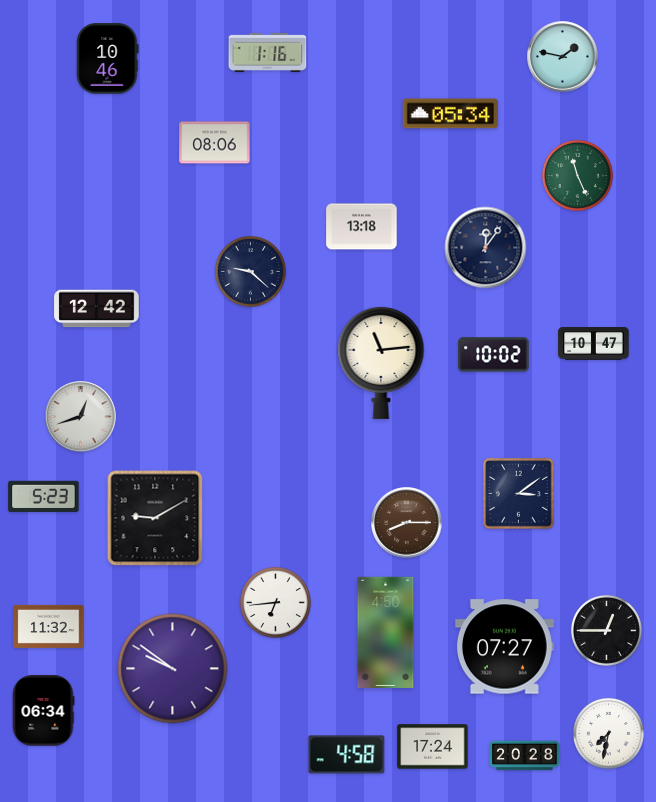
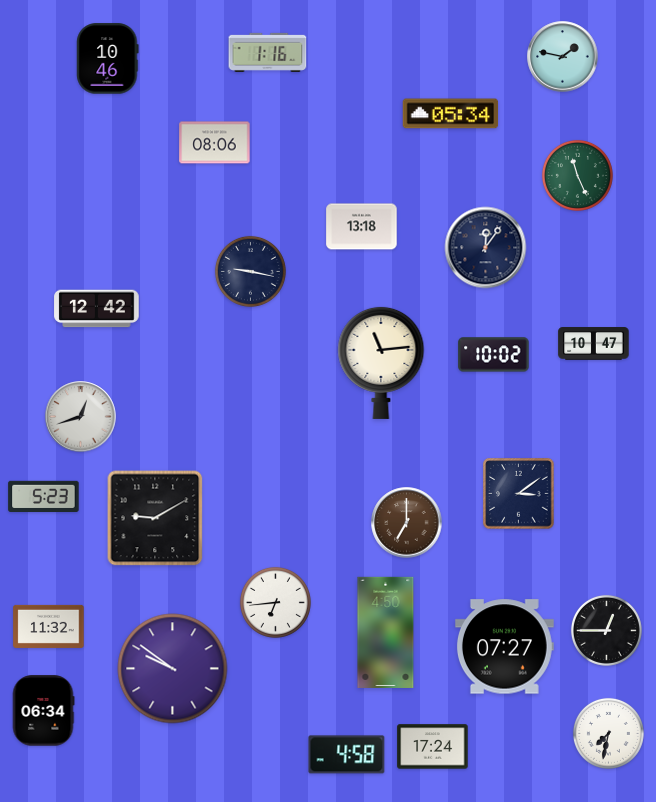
clock at (250, 271): 9:22 -> 9:17
clock at (407, 523): 8:15 -> 7:00
clock at (525, 756): 20:28 -> none
